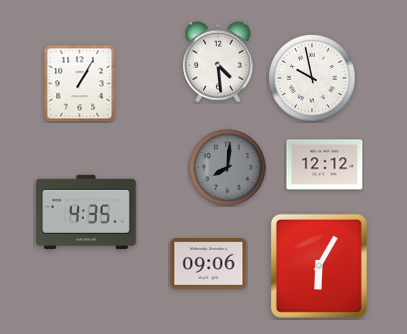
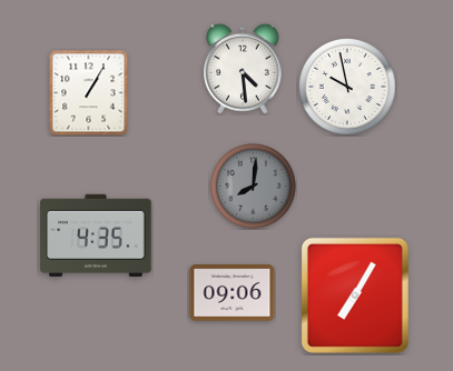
clock at (325, 165): 12:12 -> none
clock at (319, 266): 6:05 -> 7:05
